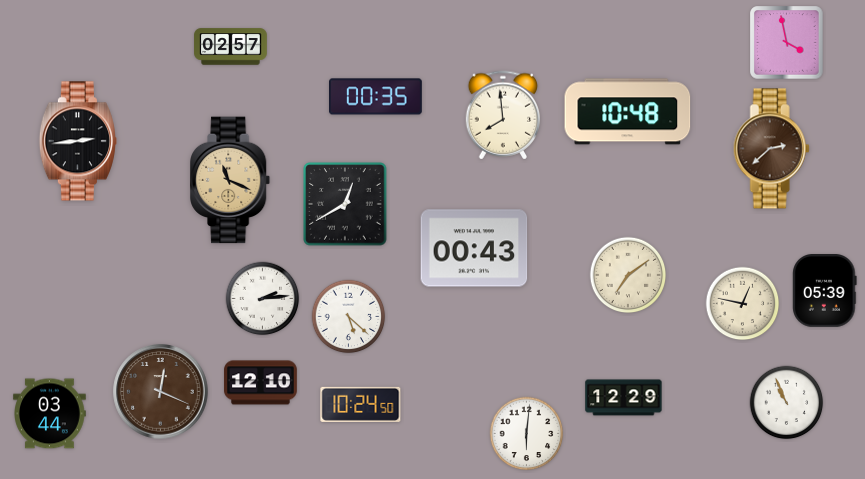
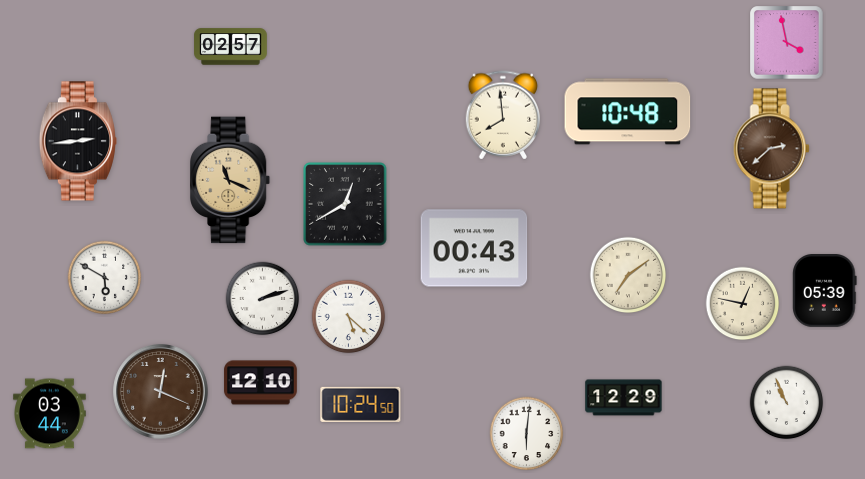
clock at (376, 97): 00:35 -> none
clock at (105, 278): none -> 5:50
clock at (263, 299): 2:14 -> 2:12
